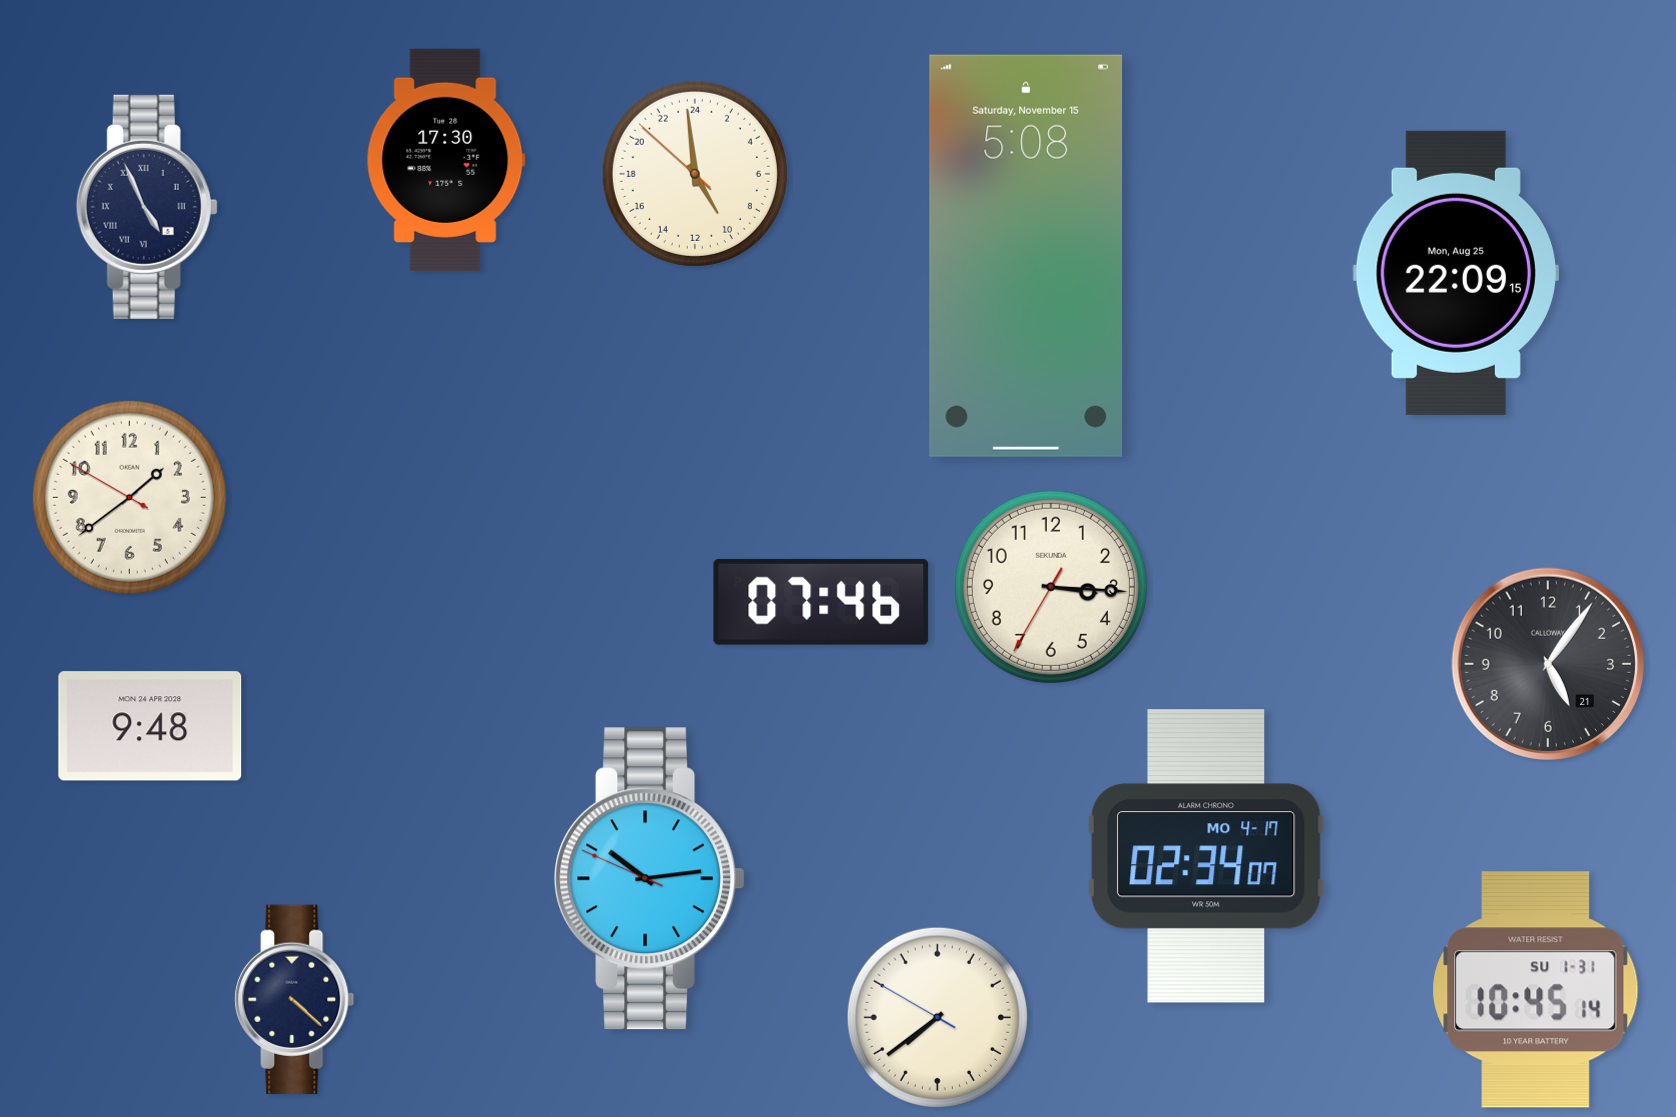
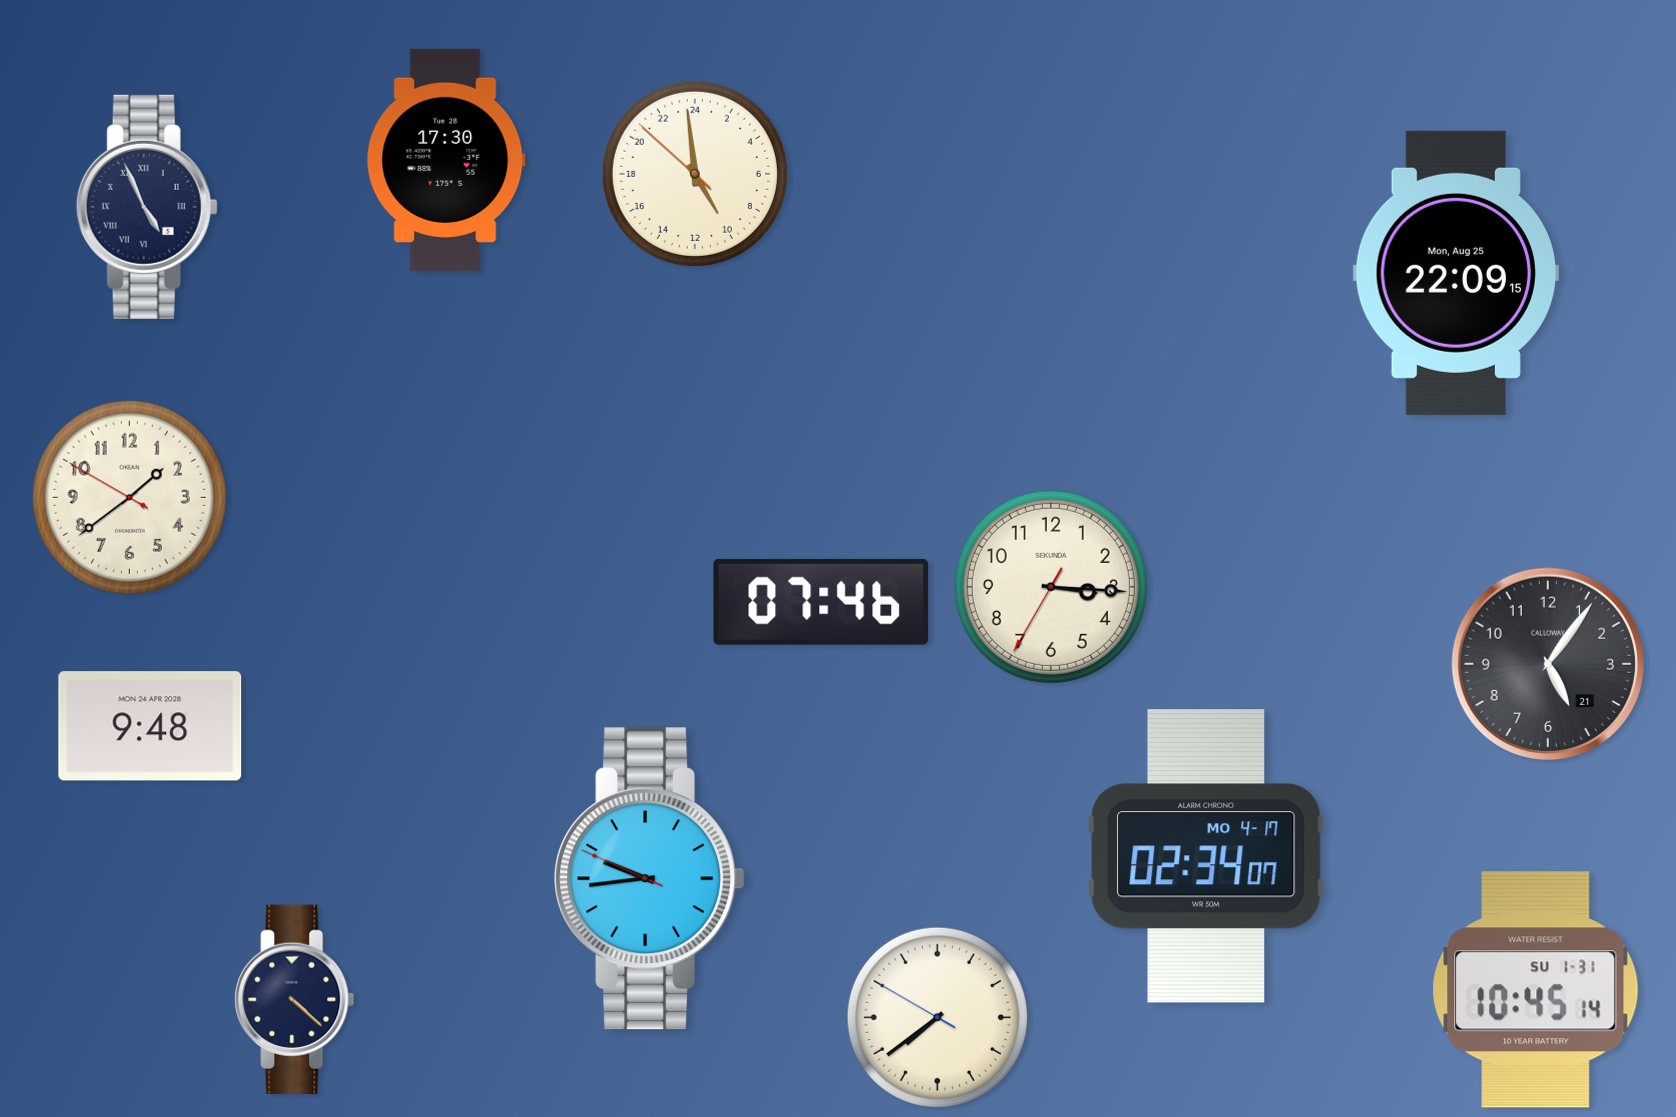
clock at (1026, 256): 5:08 -> none
clock at (650, 879): 10:13 -> 9:43
